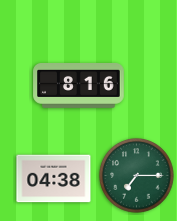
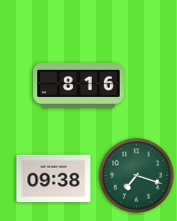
clock at (137, 176): 7:15 -> 7:18
clock at (54, 179): 04:38 -> 09:38
